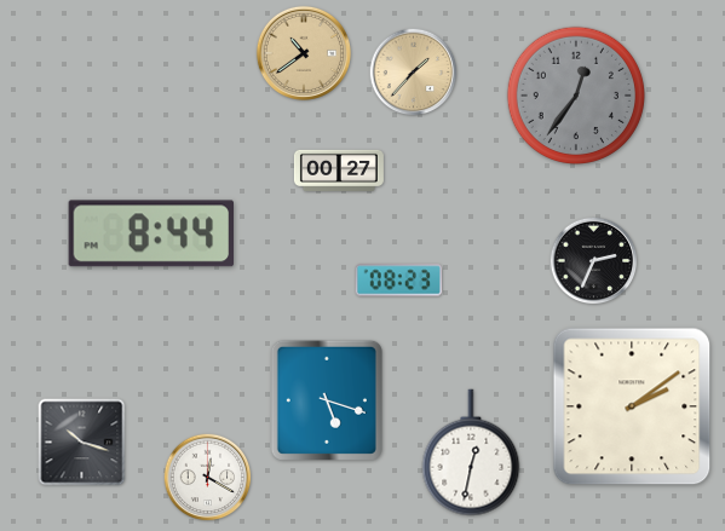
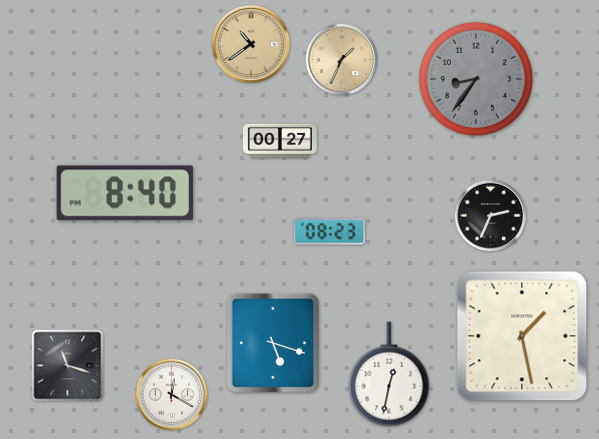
clock at (414, 73): 1:37 -> 1:34
clock at (575, 94): 12:36 -> 8:36
clock at (150, 233): 8:44 -> 8:40
clock at (327, 400) position: (327, 400) -> (273, 343)
clock at (632, 406): 2:09 -> 1:28
clock at (82, 443): 10:18 -> 11:18
